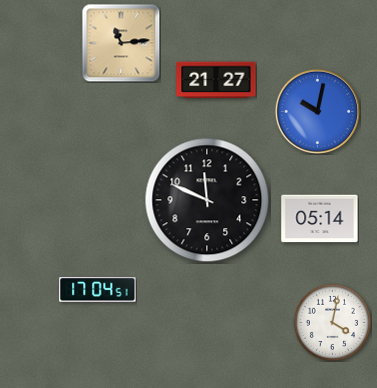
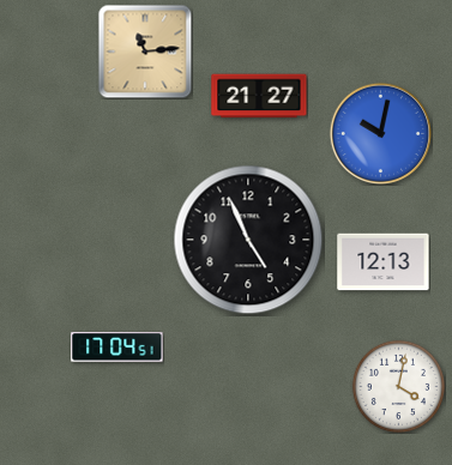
clock at (207, 200): 11:49 -> 4:56
clock at (320, 219): 05:14 -> 12:13
